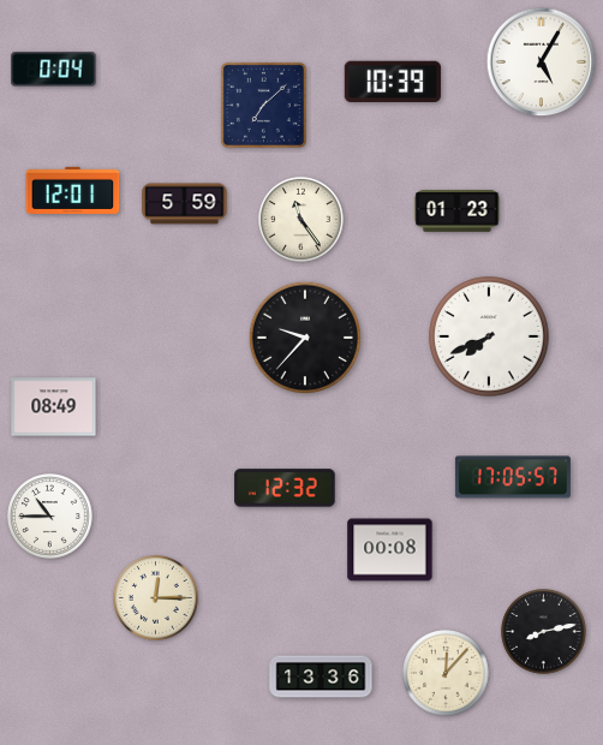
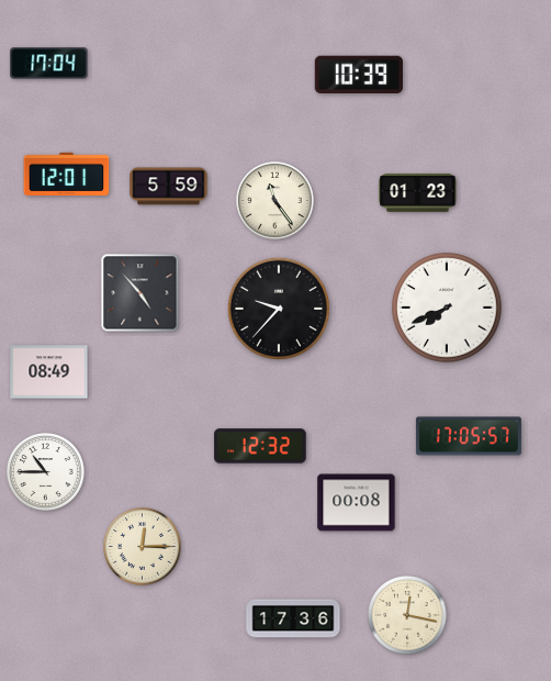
clock at (542, 62): 5:05 -> none
clock at (54, 70): 0:04 -> 17:04
clock at (263, 105): 7:08 -> none
clock at (140, 293): none -> 4:53
clock at (544, 632): 8:13 -> none
clock at (446, 673): 12:07 -> 12:17
clock at (321, 677): 13:36 -> 17:36
